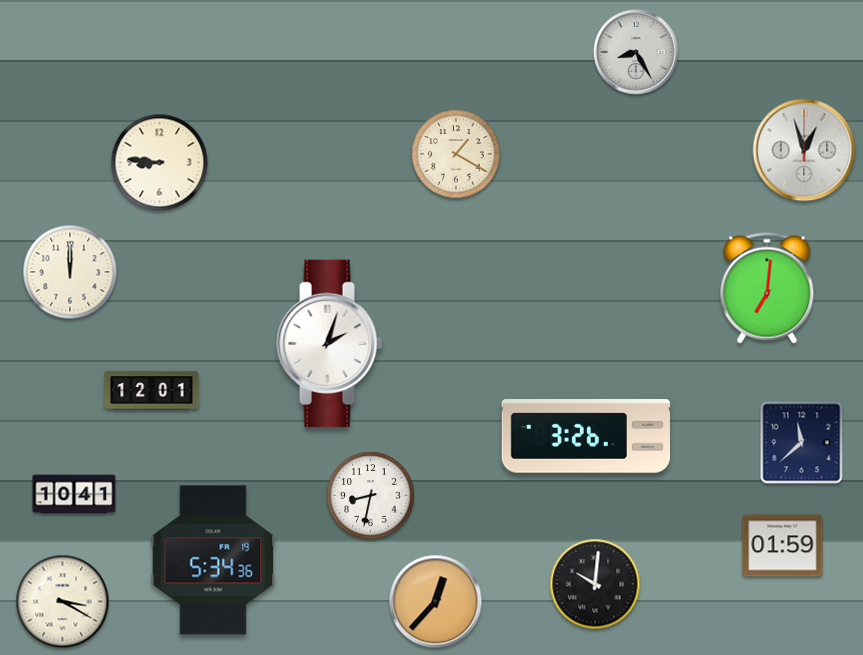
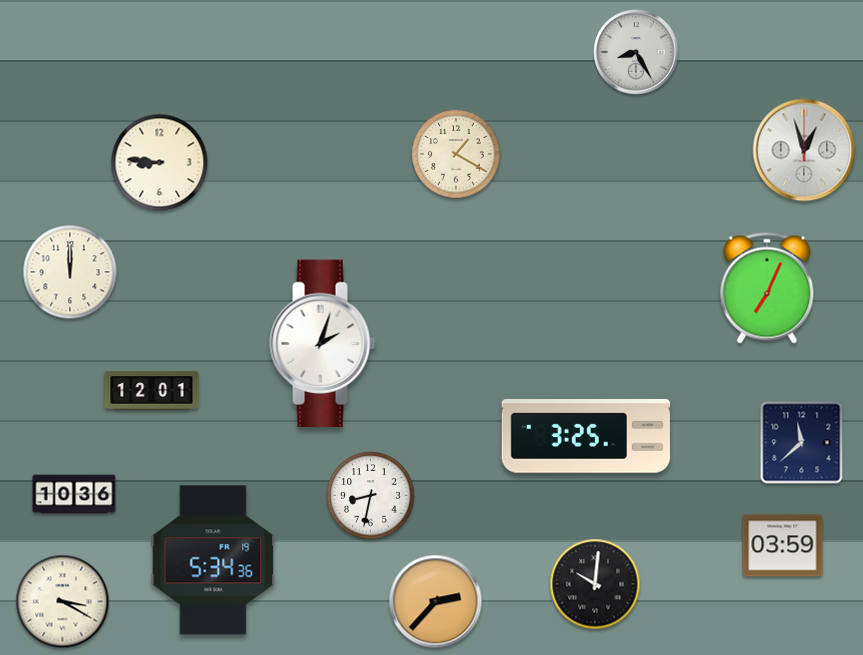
clock at (767, 288): 7:01 -> 7:04
clock at (330, 344) position: (330, 344) -> (323, 344)
clock at (586, 437): 3:26 -> 3:25
clock at (74, 494): 10:41 -> 10:36
clock at (783, 546): 01:59 -> 03:59
clock at (436, 602): 12:37 -> 2:37
